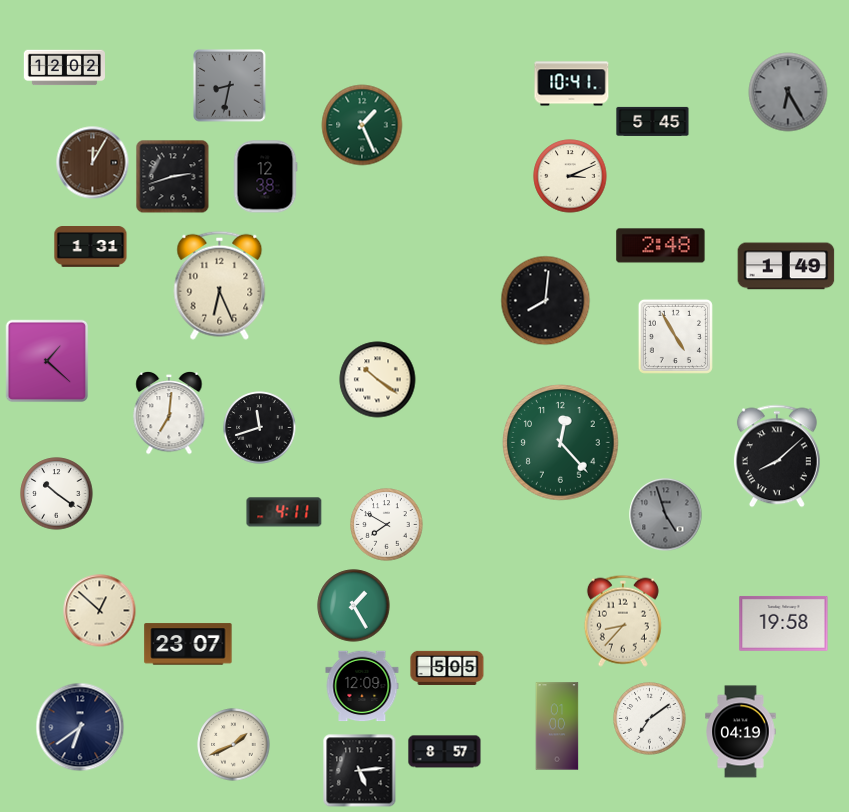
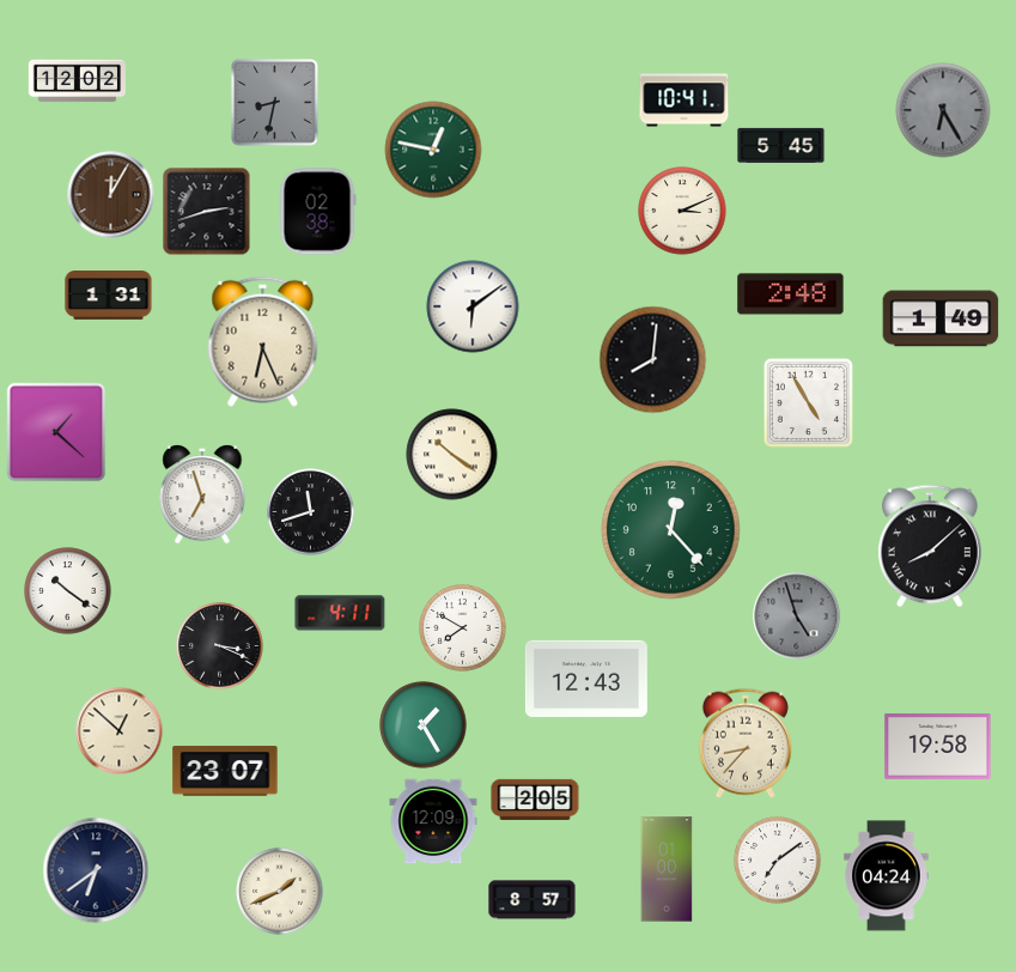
clock at (362, 125): 1:26 -> 12:47
clock at (265, 177): 12:38 -> 02:38
clock at (473, 306): none -> 6:09
clock at (169, 413): 7:01 -> 6:57
clock at (220, 646): none -> 3:19
clock at (586, 679): none -> 12:43
clock at (447, 667): 5:05 -> 2:05
clock at (741, 732): 04:19 -> 04:24
clock at (360, 771): 5:14 -> none
